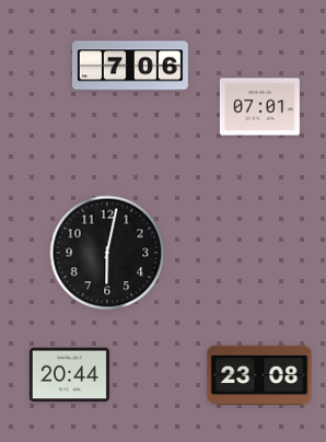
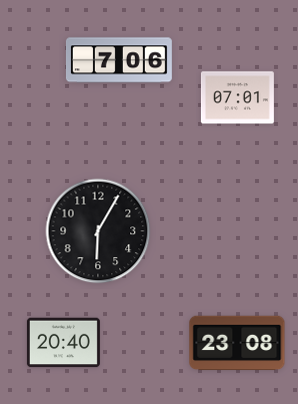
clock at (107, 253): 6:02 -> 6:05
clock at (69, 375): 20:44 -> 20:40
